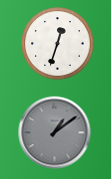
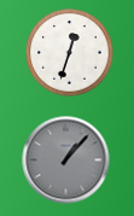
clock at (55, 133): 1:09 -> 1:07
